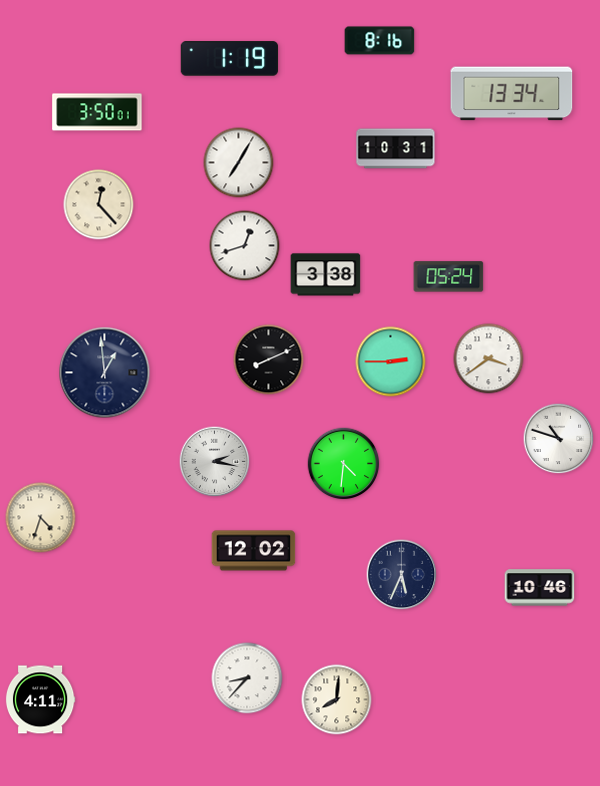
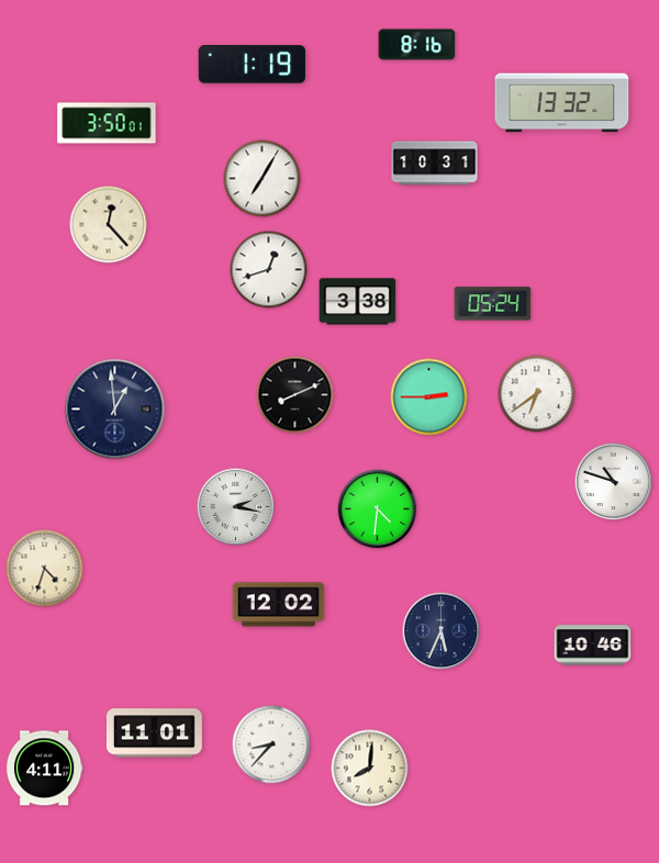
clock at (512, 94): 13:34 -> 13:32
clock at (489, 359): 3:39 -> 6:39
clock at (154, 733): none -> 11:01
